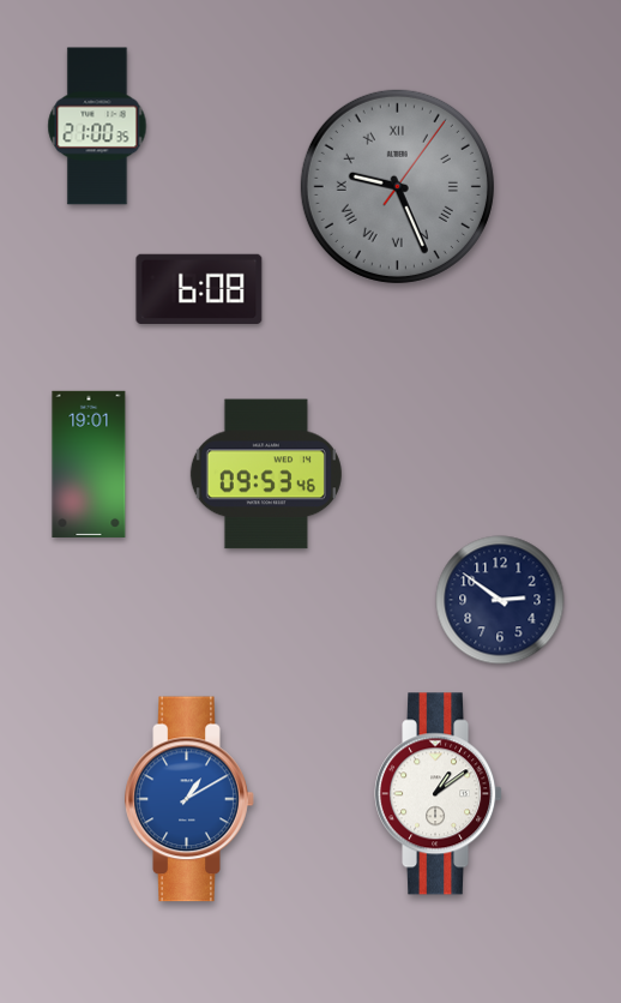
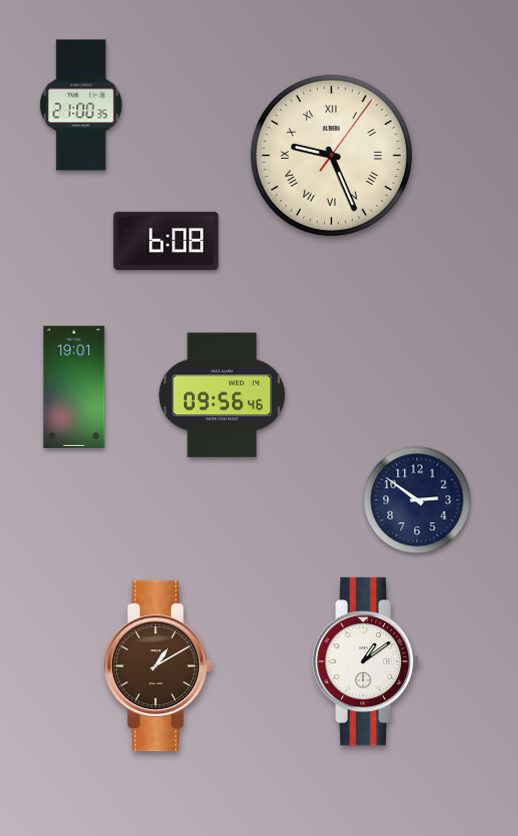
clock at (397, 186) dial: grey -> cream
clock at (266, 474): 09:53 -> 09:56
clock at (189, 799) dial: blue -> brown
